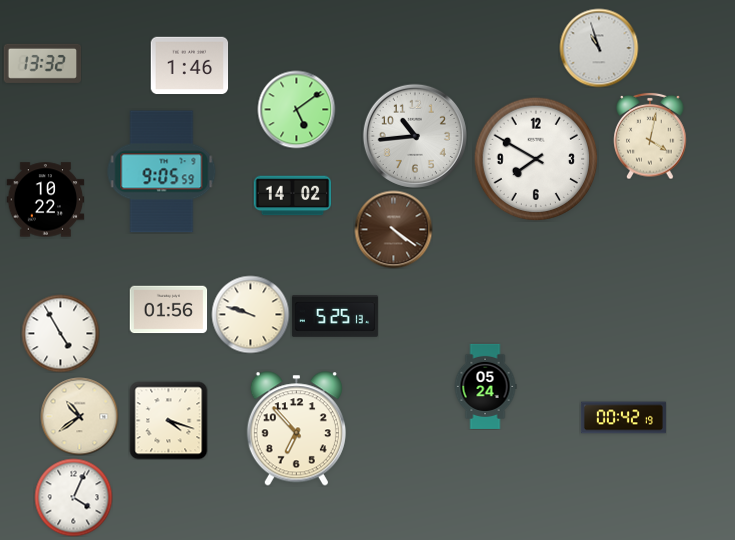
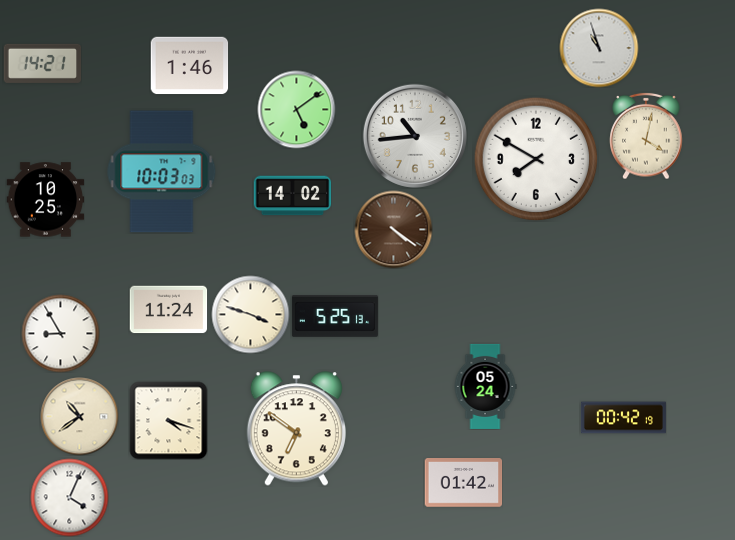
clock at (42, 63): 13:32 -> 14:21
clock at (650, 136) position: (650, 136) -> (646, 136)
clock at (162, 172): 9:05 -> 10:03
clock at (45, 200): 10:22 -> 10:25
clock at (168, 310): 01:56 -> 11:24
clock at (250, 314): 9:48 -> 3:48
clock at (60, 333): 4:55 -> 8:55
clock at (296, 429): 6:53 -> 6:51
clock at (463, 483): none -> 01:42
clock at (73, 497) position: (73, 497) -> (69, 497)
